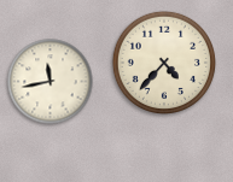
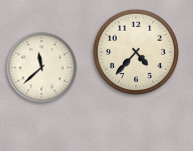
clock at (51, 82): 11:43 -> 11:38
